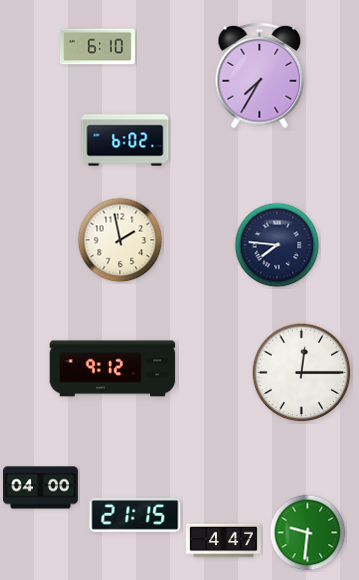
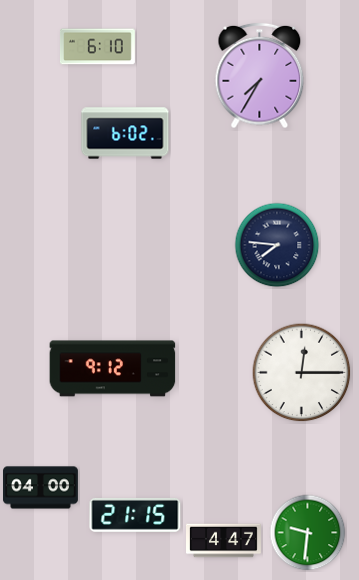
clock at (125, 140) position: (125, 140) -> (125, 133)
clock at (120, 240): 1:58 -> none
